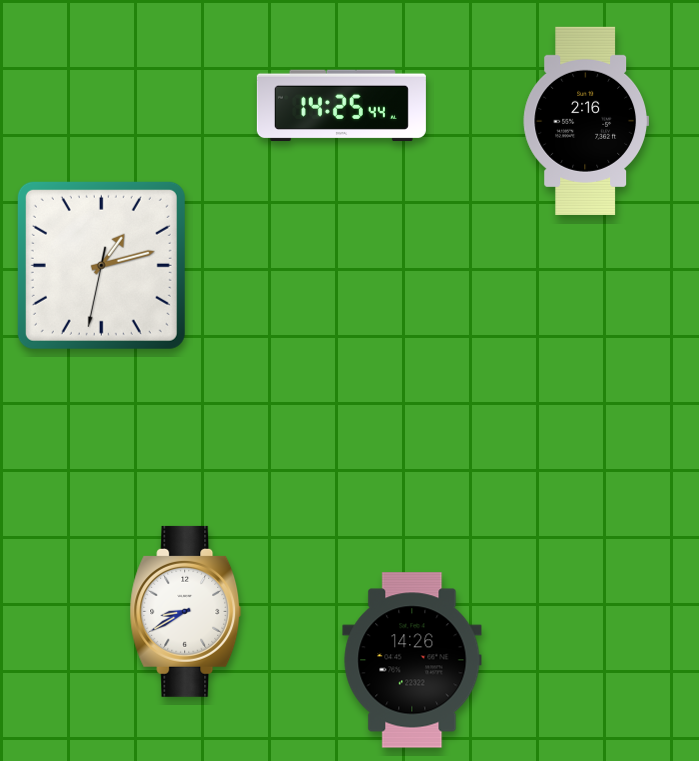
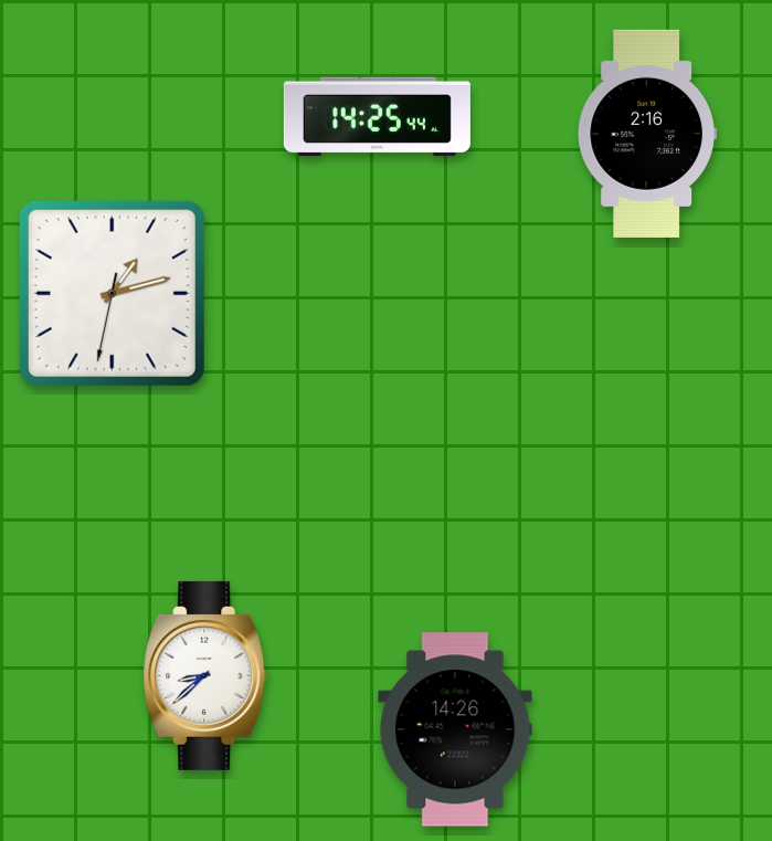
clock at (186, 611): 8:40 -> 8:38
